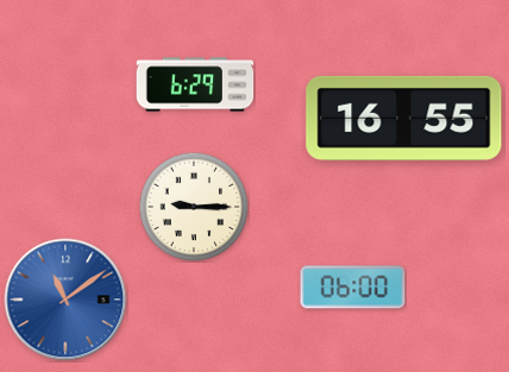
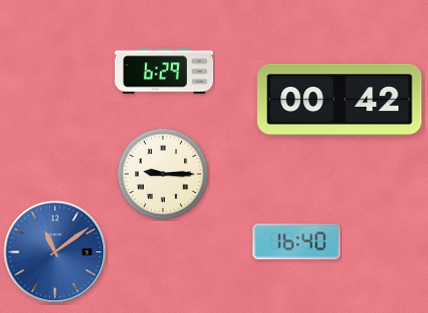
clock at (404, 118): 16:55 -> 00:42
clock at (353, 288): 06:00 -> 16:40
